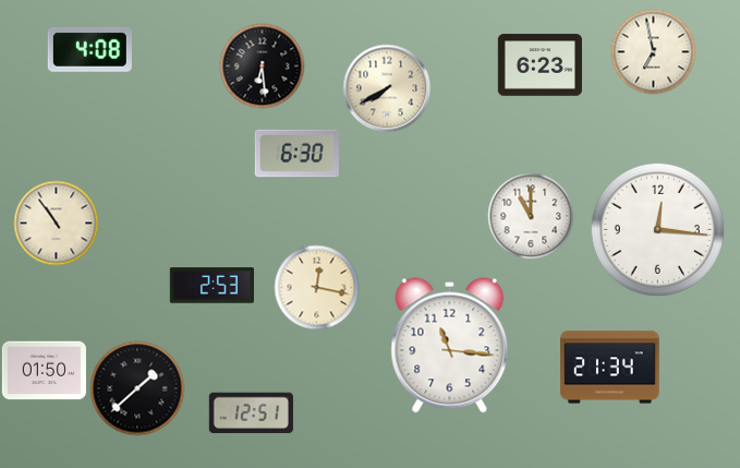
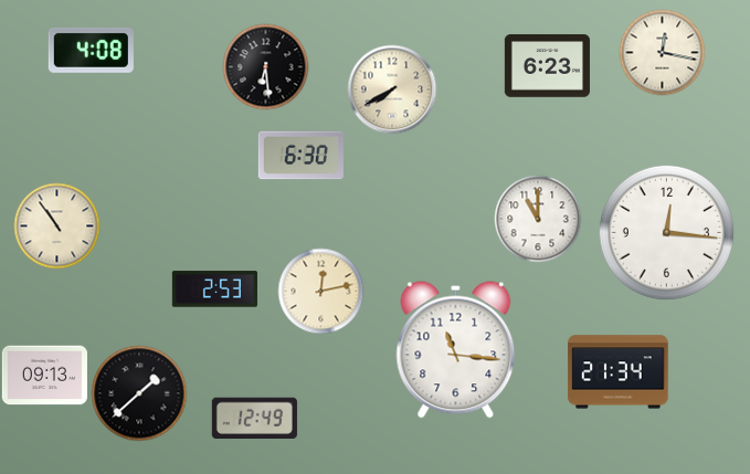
clock at (653, 51): 6:58 -> 12:17
clock at (316, 287): 12:17 -> 12:13
clock at (44, 371): 01:50 -> 09:13
clock at (251, 412): 12:51 -> 12:49
